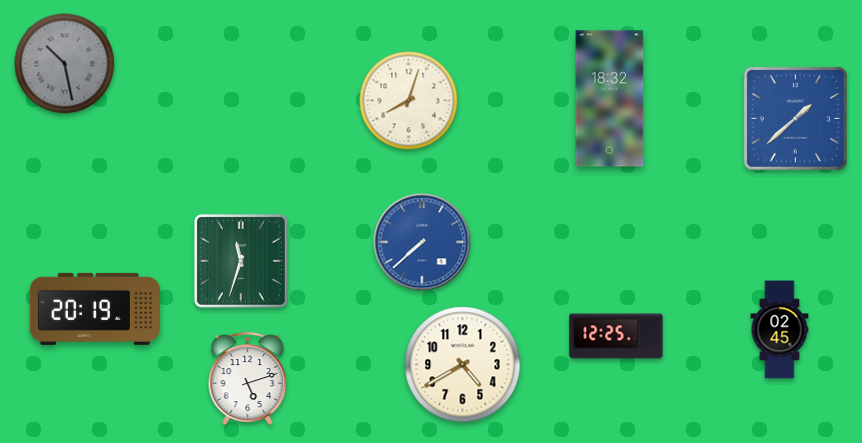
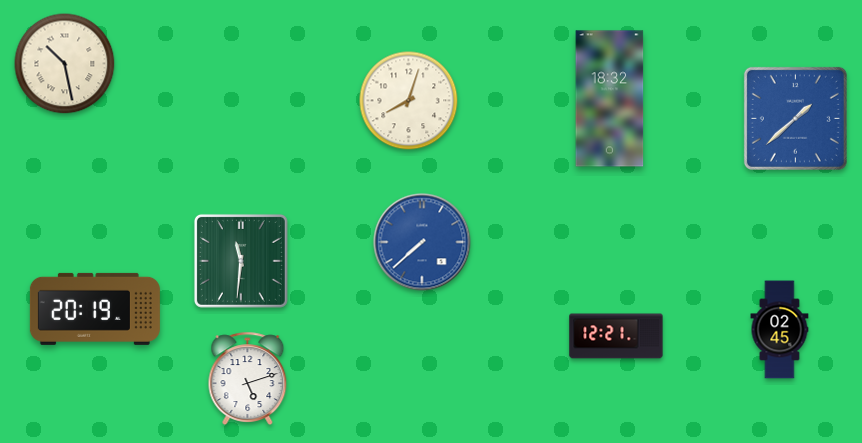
clock at (65, 64) dial: grey -> cream
clock at (241, 261): 11:33 -> 11:31
clock at (616, 336): 12:25 -> 12:21
clock at (463, 365): 4:40 -> none
